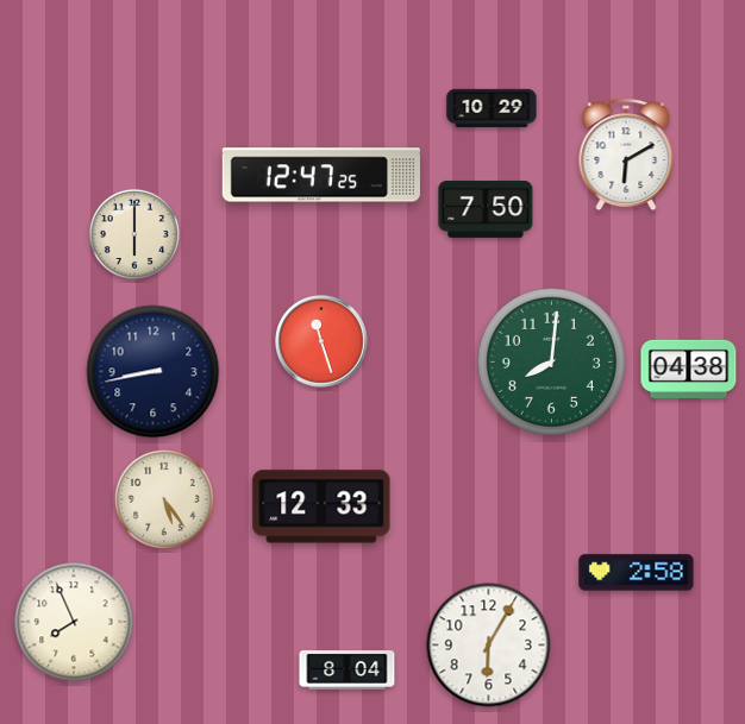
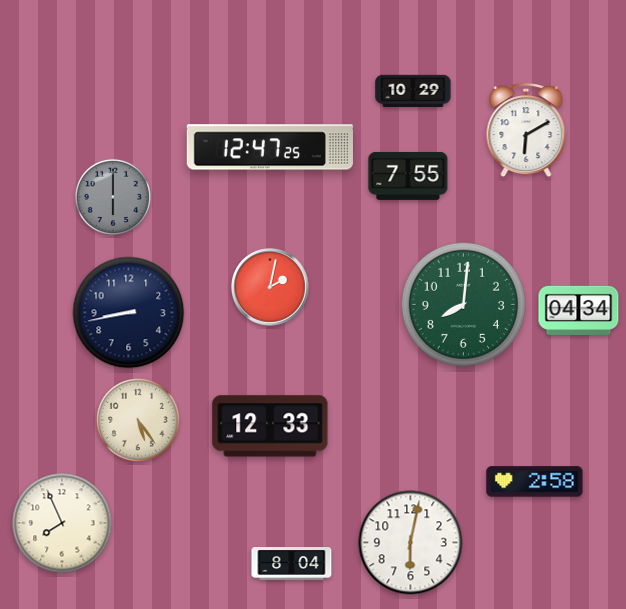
clock at (486, 209): 7:50 -> 7:55
clock at (134, 234) dial: cream -> grey
clock at (321, 341): 11:27 -> 2:02
clock at (689, 369): 04:38 -> 04:34
clock at (489, 646): 6:05 -> 6:02
